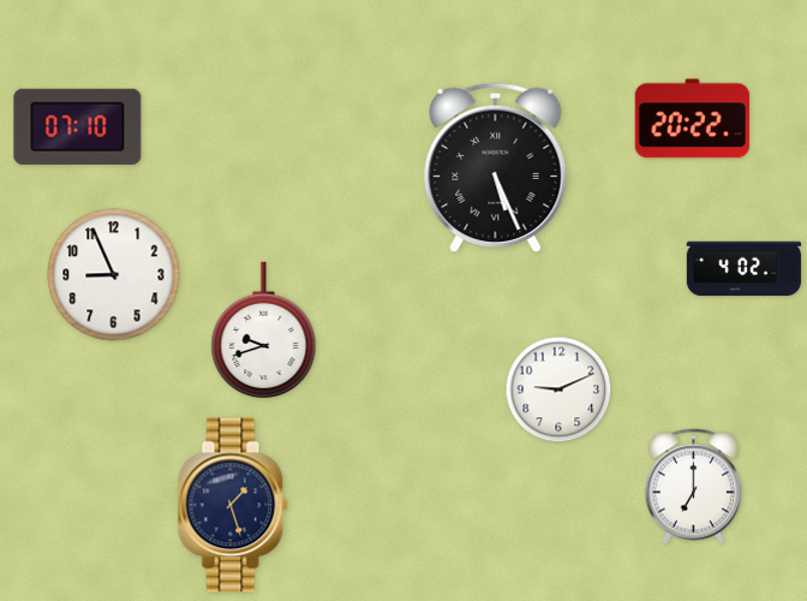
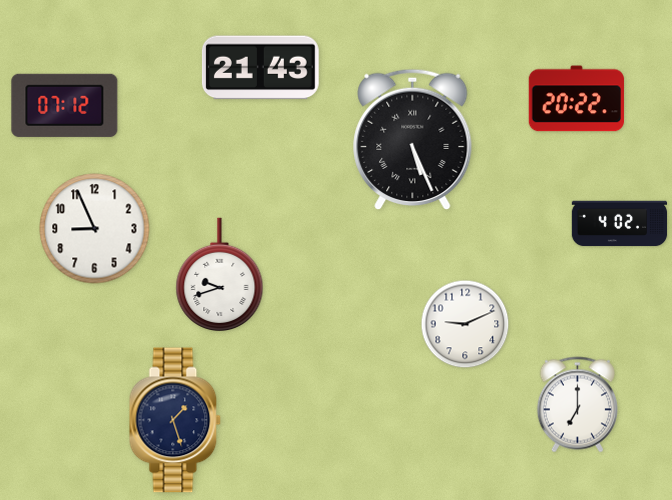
clock at (260, 68): none -> 21:43
clock at (78, 126): 07:10 -> 07:12
clock at (233, 505) position: (233, 505) -> (175, 420)
